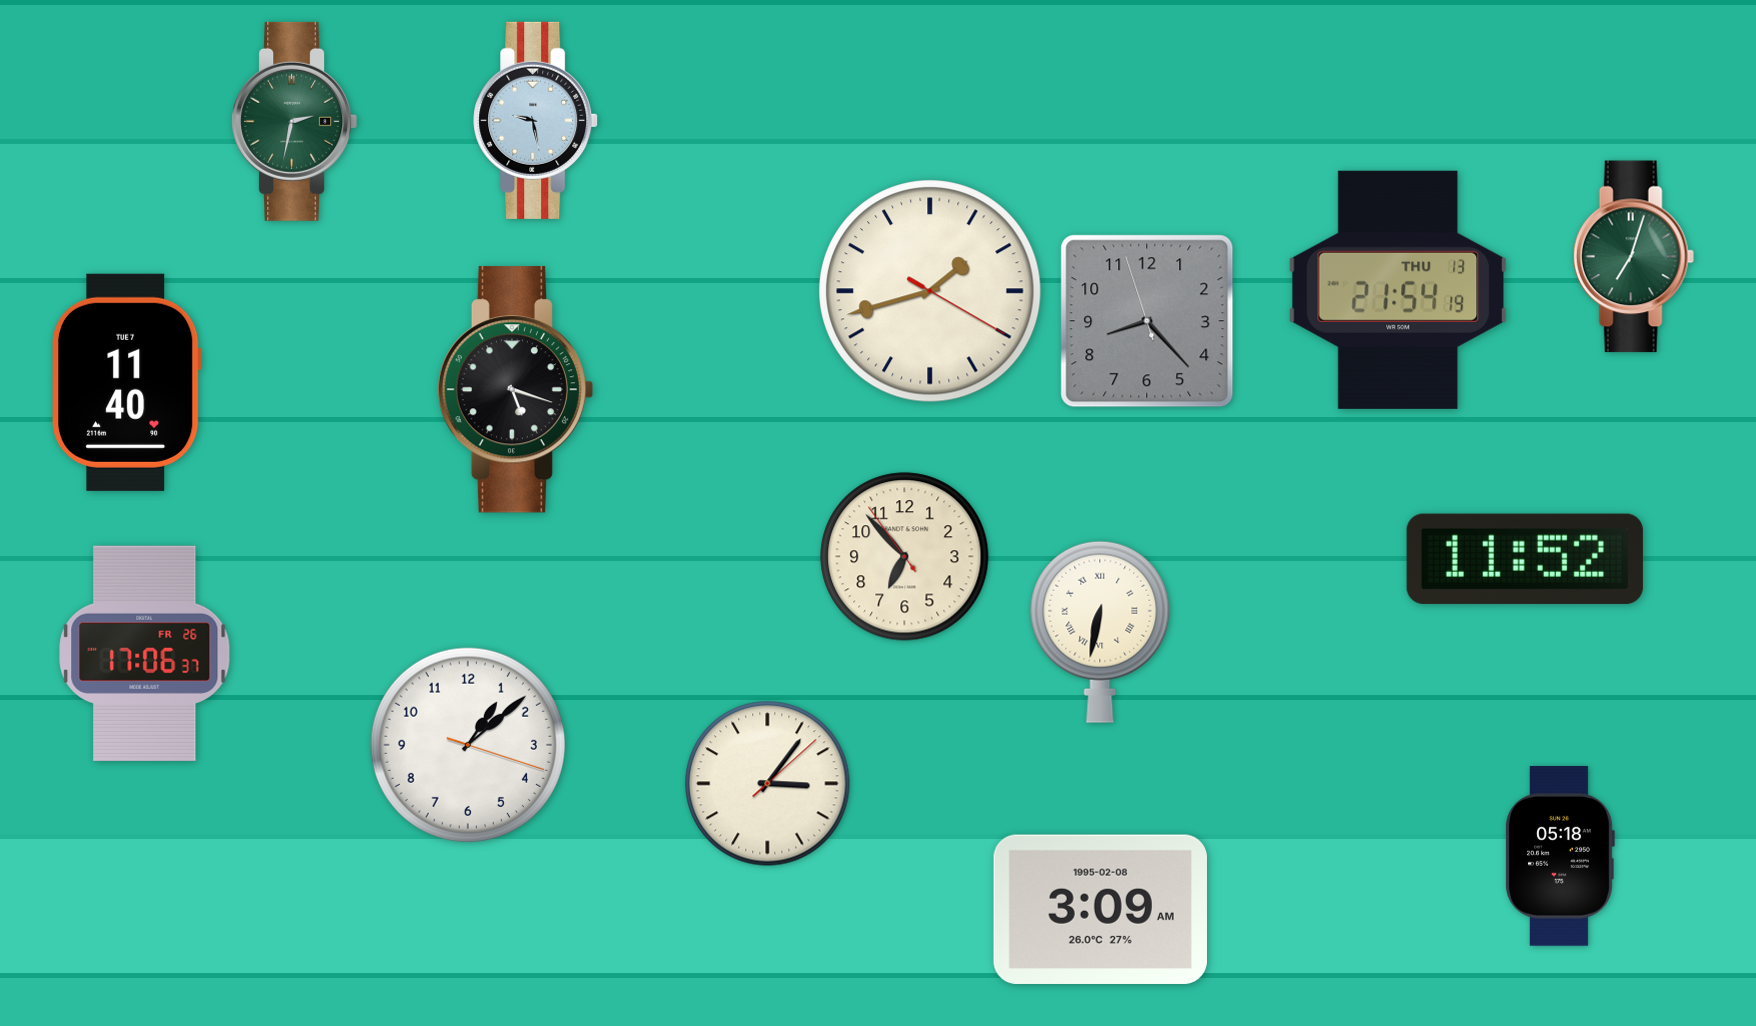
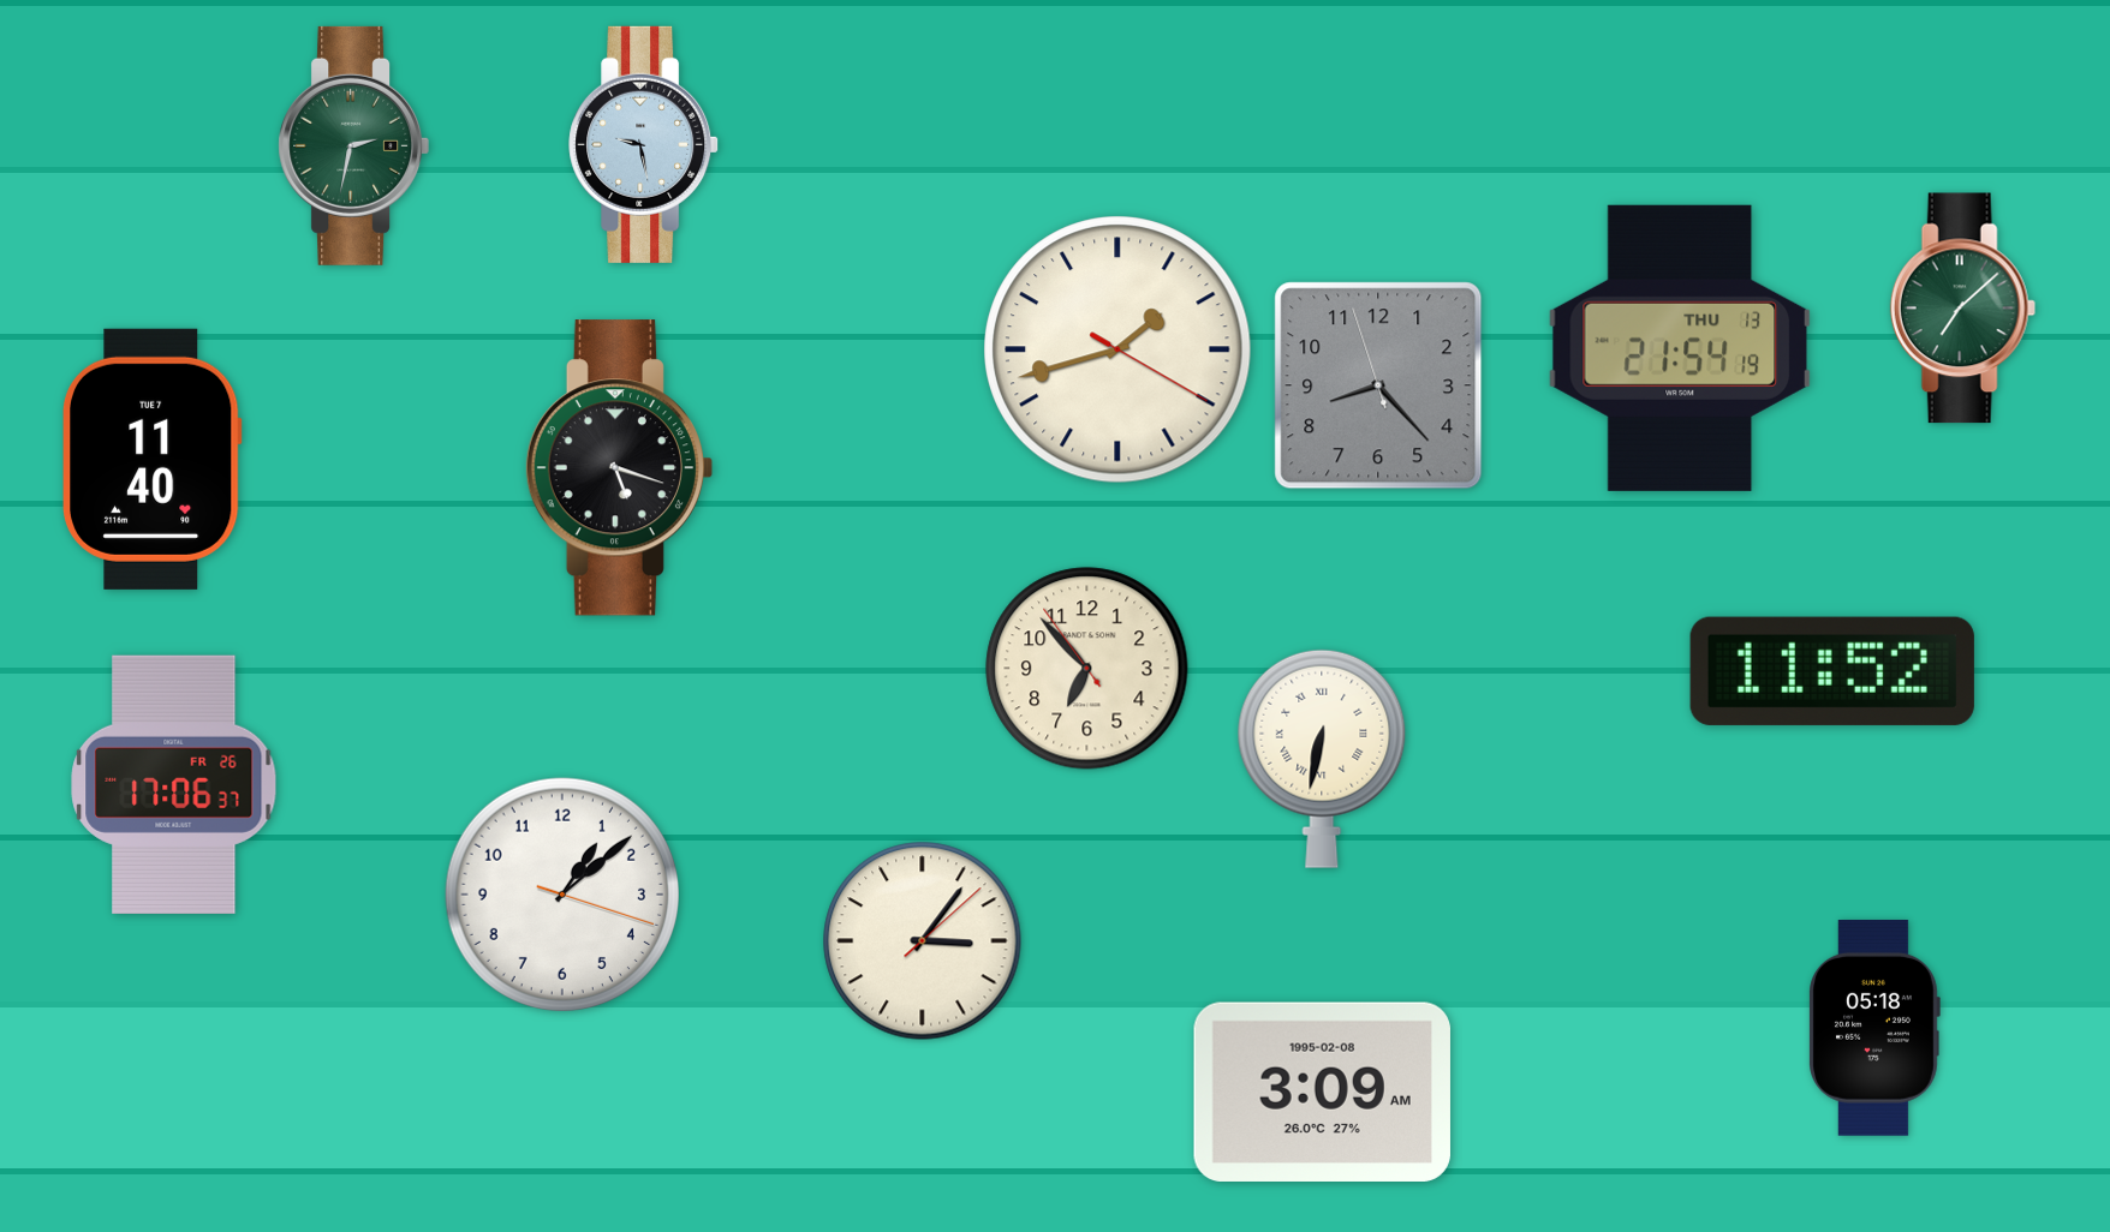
clock at (1633, 257): 7:03 -> 7:08
